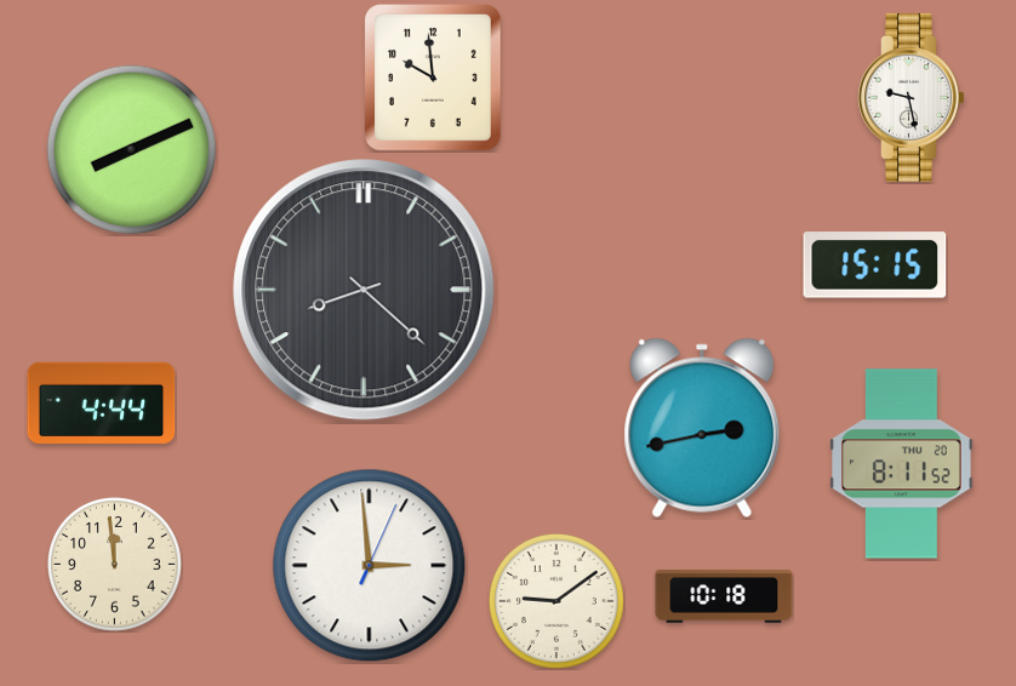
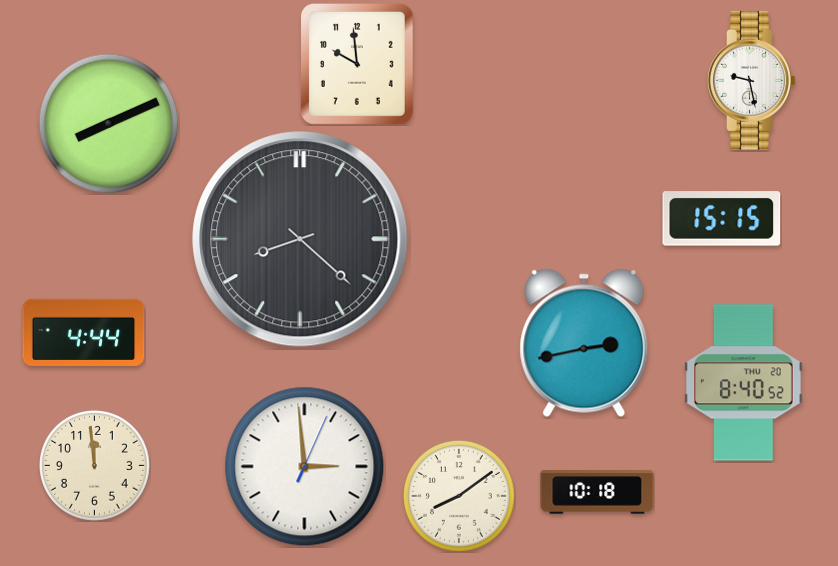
clock at (702, 428) position: (702, 428) -> (584, 343)
clock at (902, 464): 8:11 -> 8:40
clock at (556, 601): 9:09 -> 8:09
